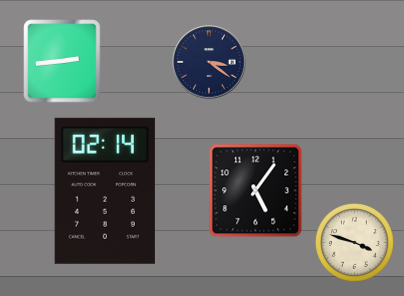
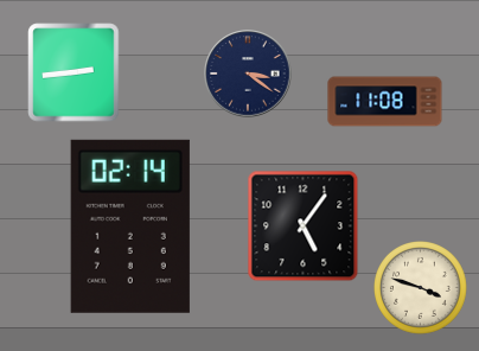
clock at (385, 102): none -> 11:08
clock at (105, 191) position: (105, 191) -> (130, 226)
